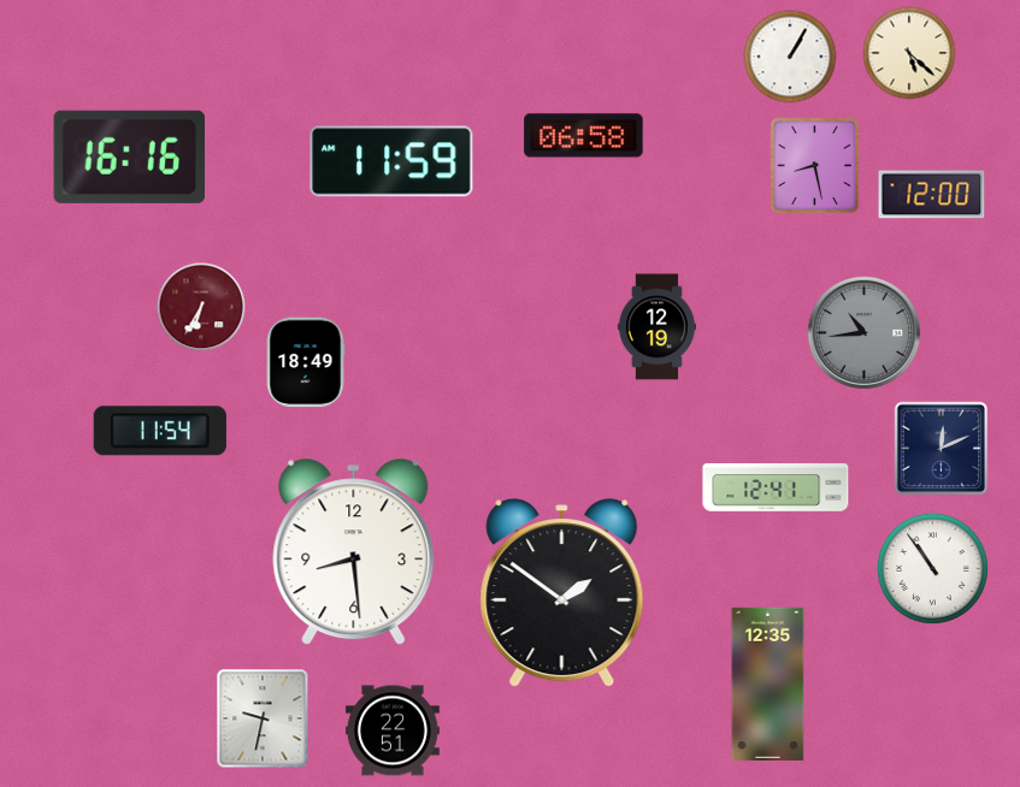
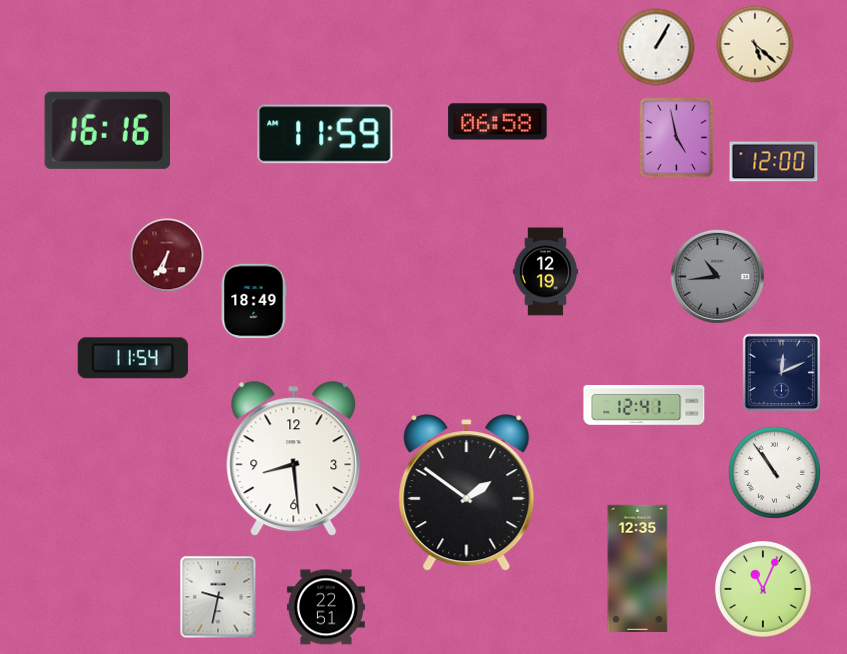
clock at (584, 136) position: (584, 136) -> (498, 122)
clock at (815, 166): 8:28 -> 4:58
clock at (764, 590): none -> 11:04
